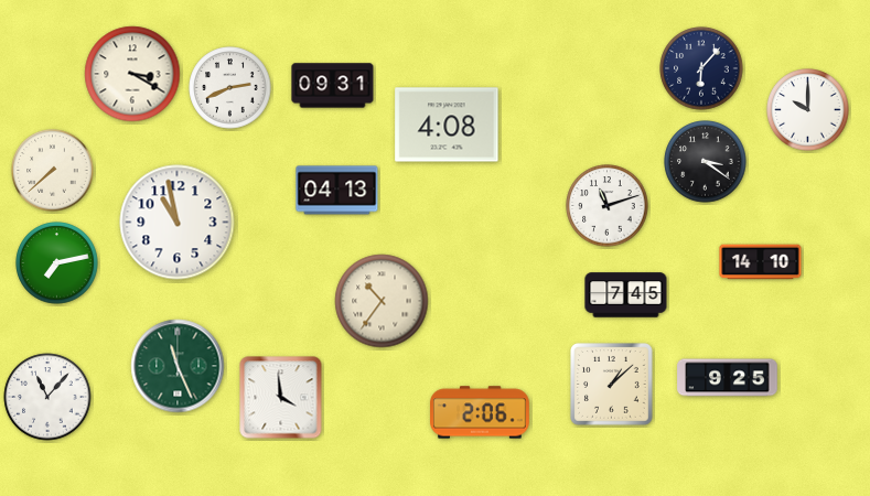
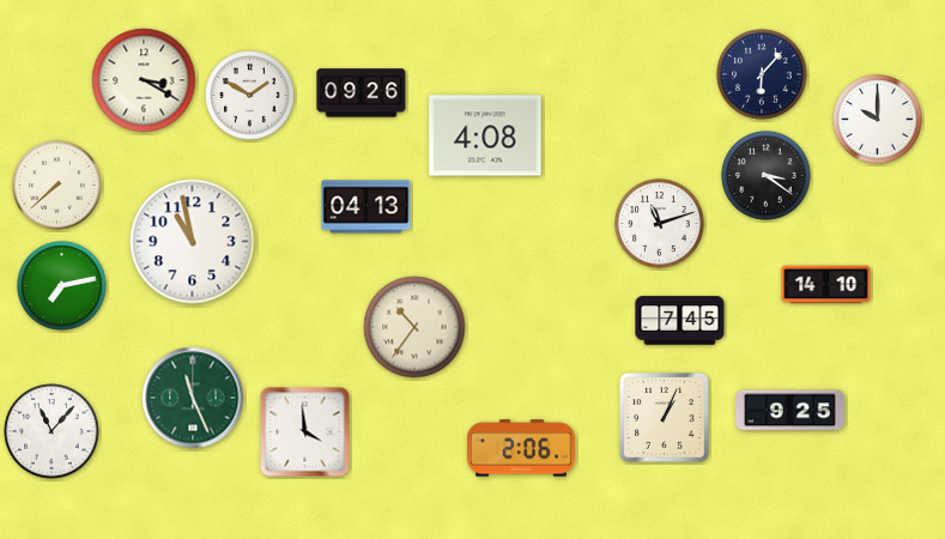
clock at (333, 86): 09:31 -> 09:26
clock at (230, 88): 2:41 -> 1:50
clock at (612, 385): 1:08 -> 1:04
